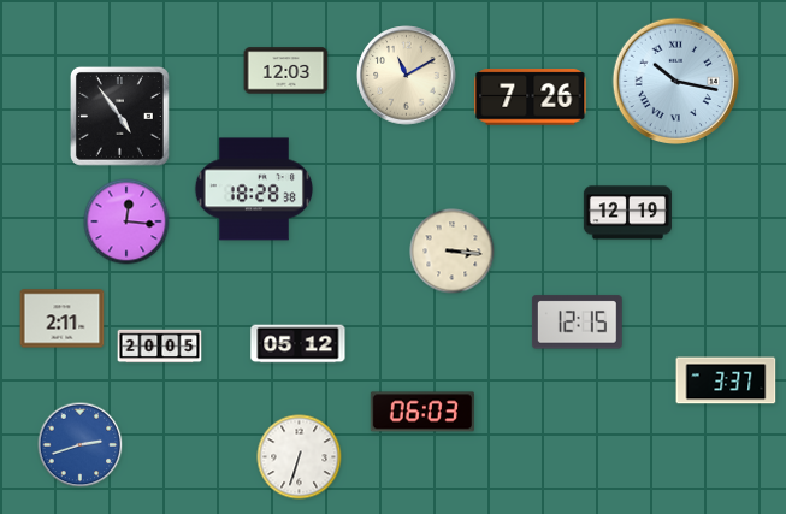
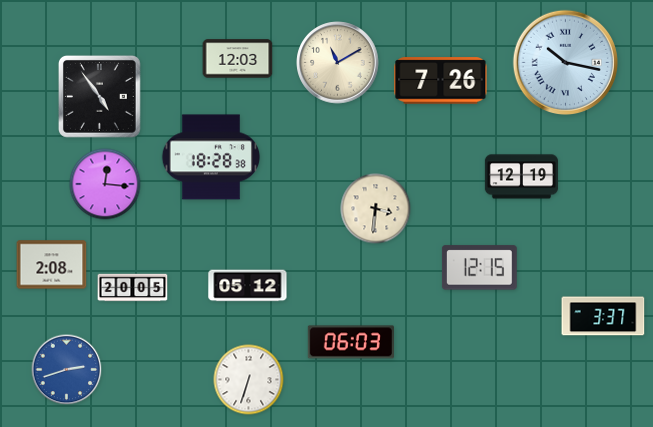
clock at (675, 81) position: (675, 81) -> (565, 62)
clock at (453, 252): 3:16 -> 3:31
clock at (63, 319): 2:11 -> 2:08
